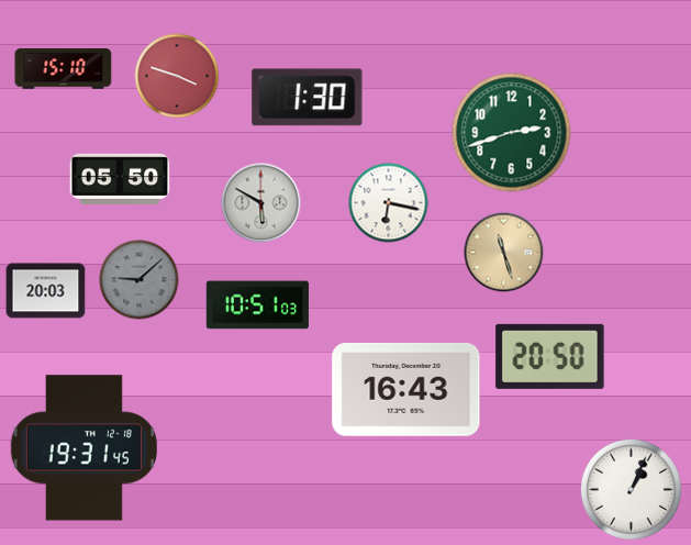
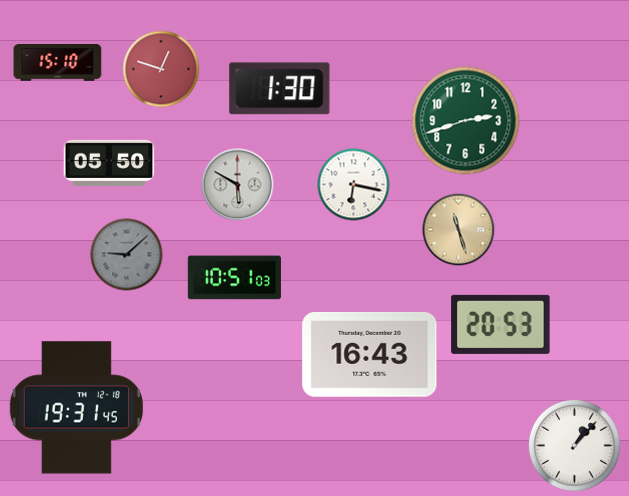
clock at (177, 76): 3:48 -> 12:48
clock at (46, 291): 20:03 -> none
clock at (550, 356): 20:50 -> 20:53
clock at (631, 489): 1:04 -> 1:07
